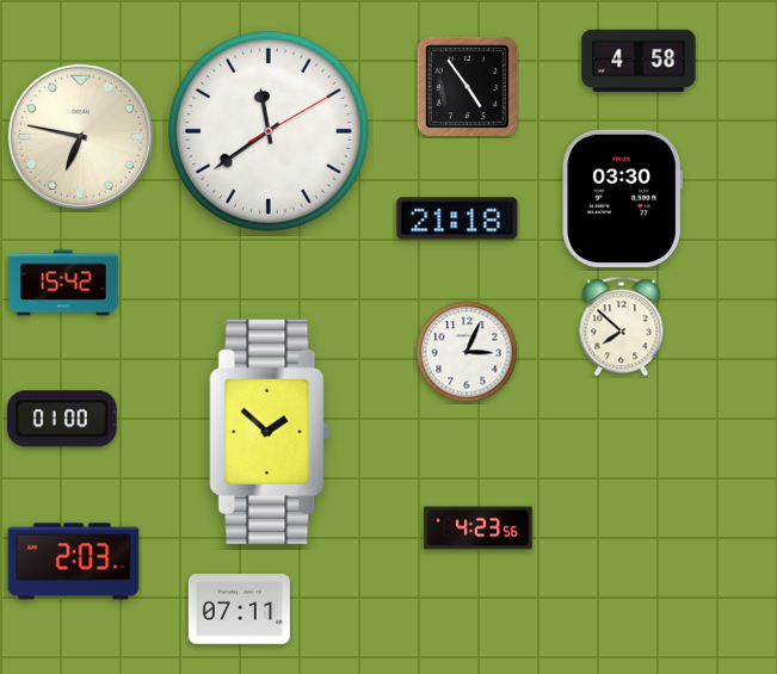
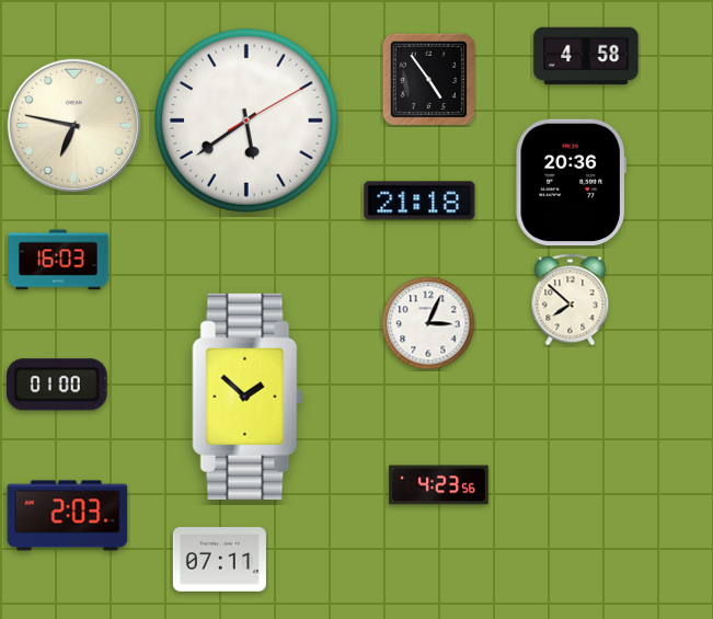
clock at (269, 131): 11:39 -> 5:39
clock at (622, 198): 03:30 -> 20:36
clock at (63, 283): 15:42 -> 16:03
